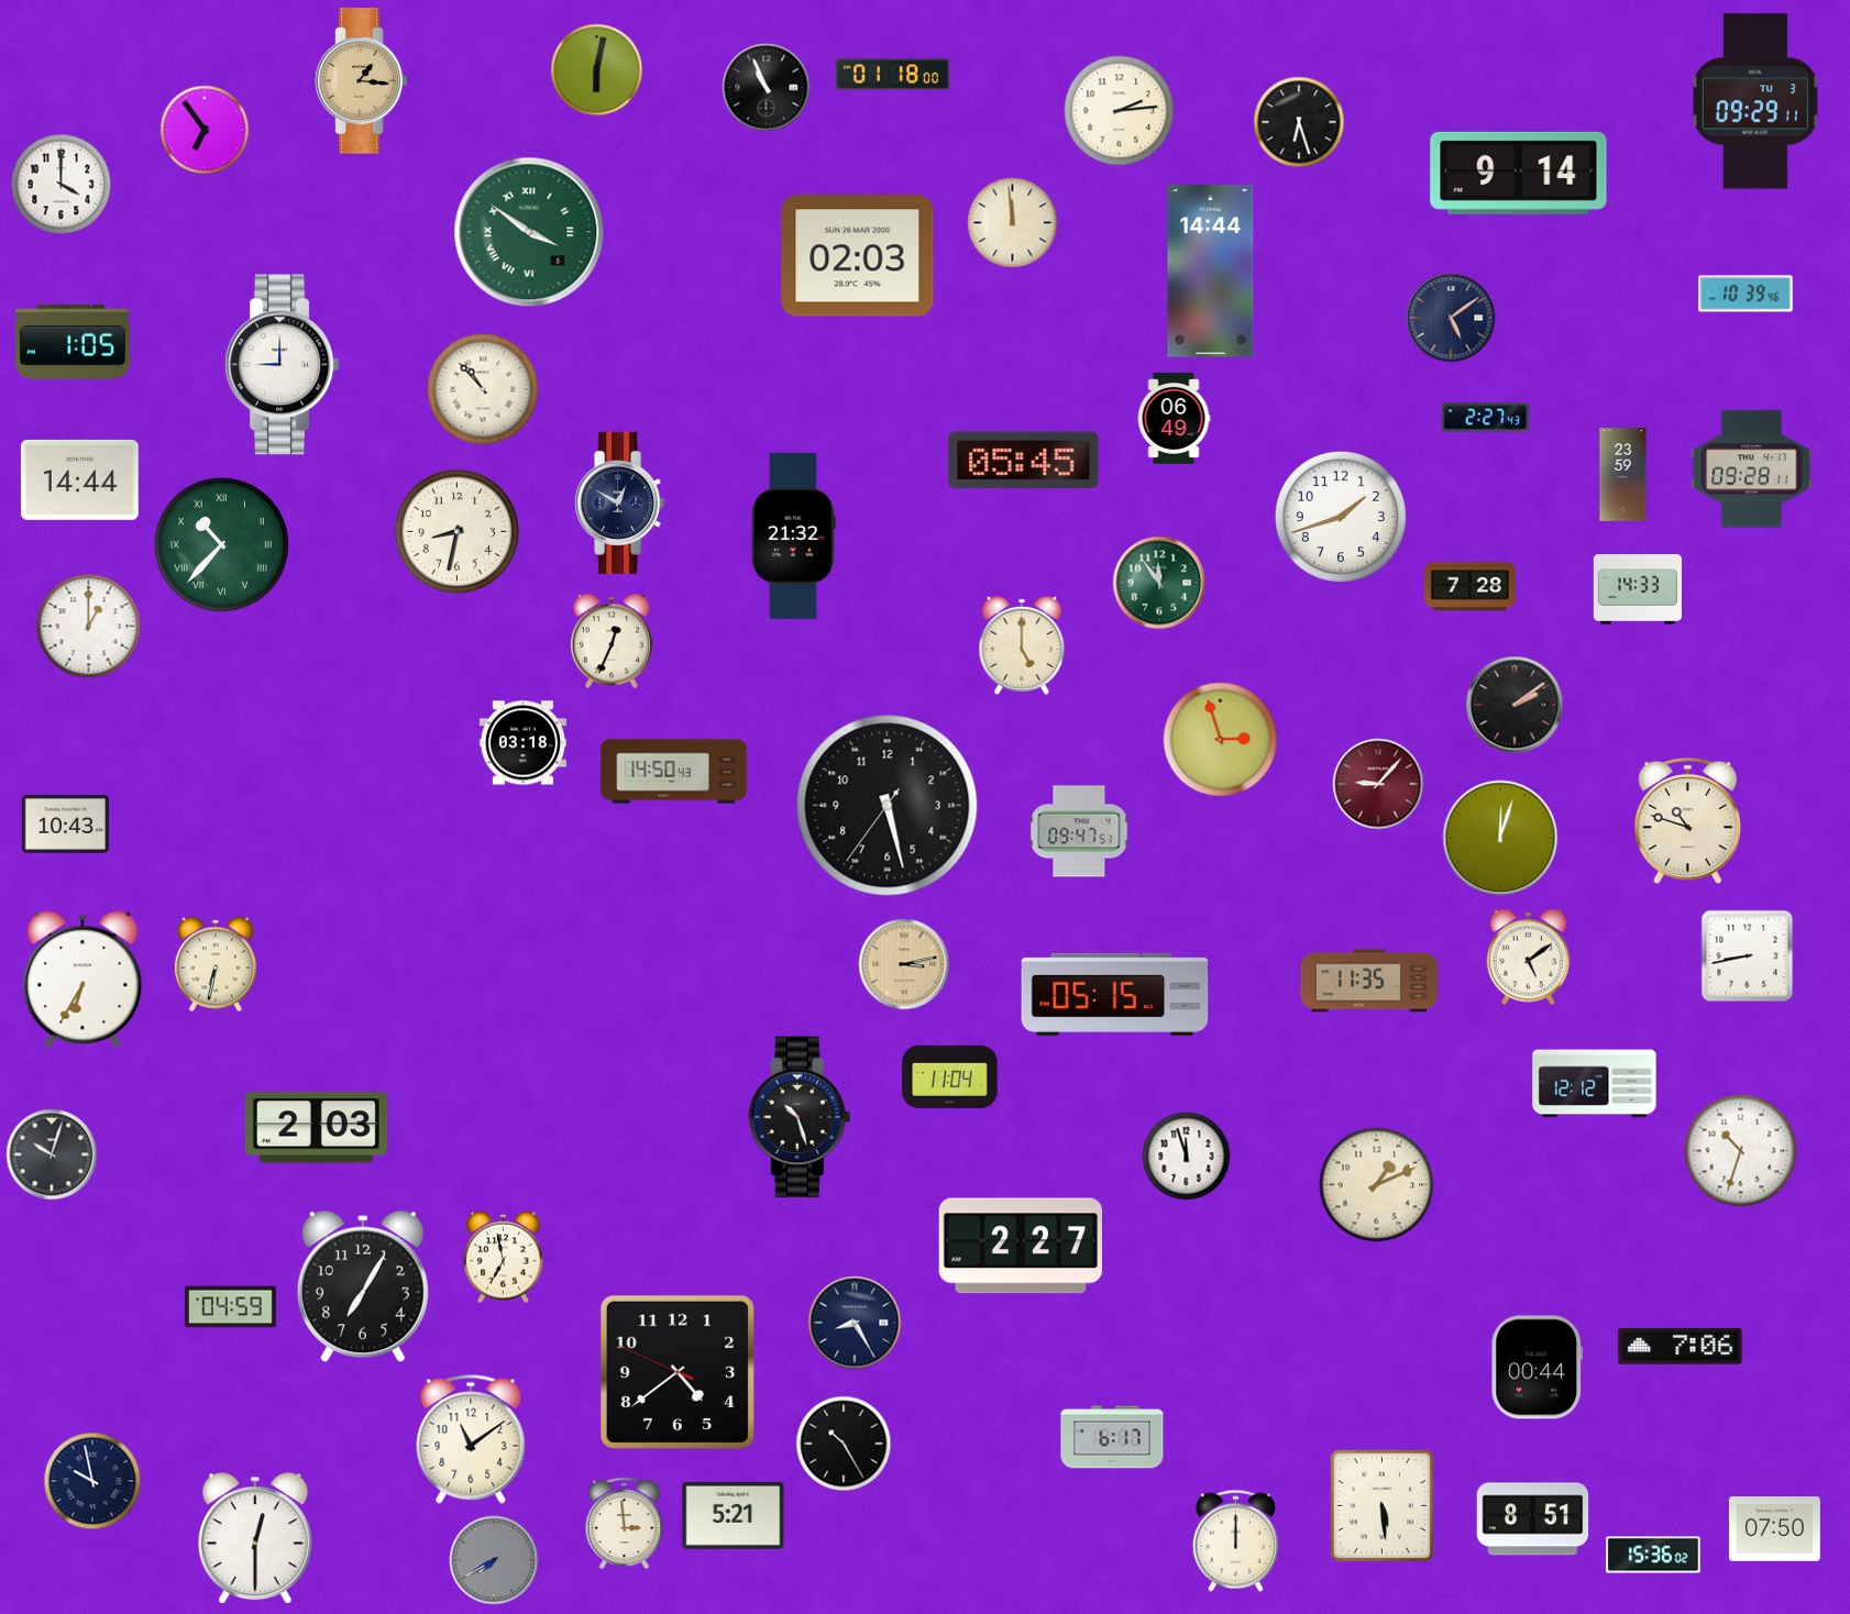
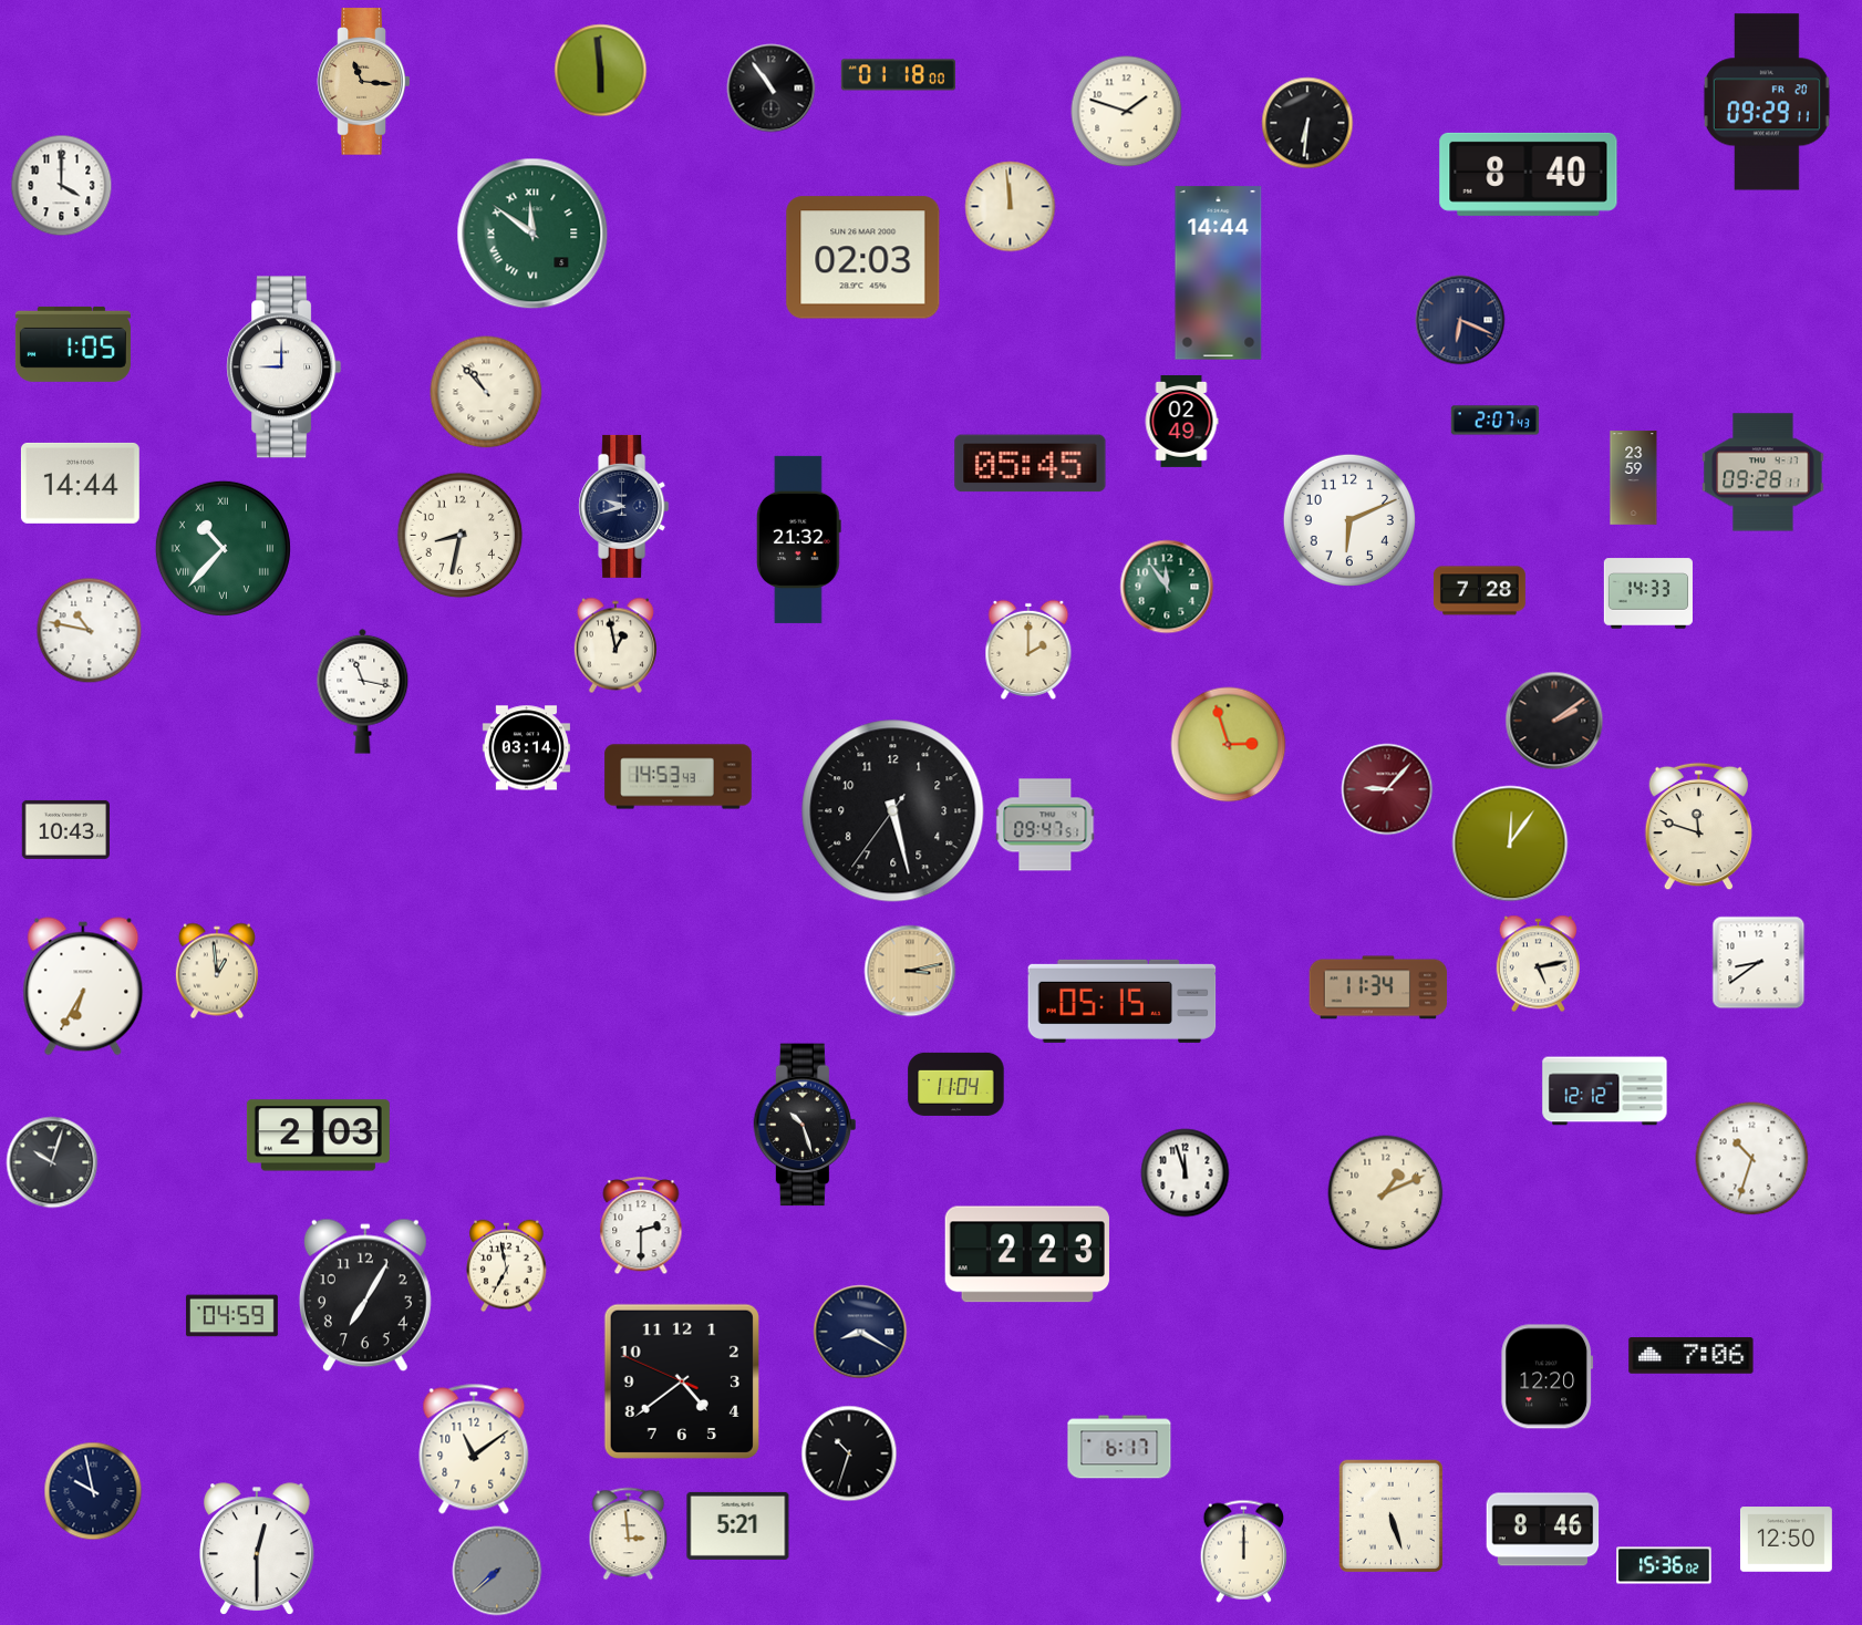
clock at (597, 70): 6:02 -> 5:59
clock at (362, 81): 1:16 -> 11:16
clock at (767, 88): 10:56 -> 10:54
clock at (1755, 101) date: TU 3 -> FR 20
clock at (1120, 111): 2:14 -> 1:48
clock at (1299, 122): 6:27 -> 6:31
clock at (205, 130): 6:54 -> none
clock at (1519, 173): 9:14 -> 8:40
clock at (1013, 223) position: (1013, 223) -> (1011, 207)
clock at (529, 232): 3:51 -> 11:51
clock at (1746, 294): 10:39 -> none
clock at (1451, 318): 5:09 -> 6:19
clock at (1174, 418): 06:49 -> 02:49
clock at (1486, 418): 2:27 -> 2:07
clock at (620, 502): 12:50 -> 9:42
clock at (1341, 517): 1:42 -> 6:11
clock at (89, 627): 1:00 -> 10:47
clock at (612, 641): 12:34 -> 12:58
clock at (1022, 645): 5:00 -> 2:00
clock at (363, 691): none -> 11:17
clock at (1515, 705) position: (1515, 705) -> (1554, 721)
clock at (524, 743): 03:18 -> 03:14
clock at (674, 772): 14:50 -> 14:53
clock at (1688, 821): 10:48 -> 11:48
clock at (1079, 831) position: (1079, 831) -> (1045, 825)
clock at (1500, 838): 12:03 -> 12:06
clock at (1748, 957): 8:43 -> 8:39
clock at (1529, 958): 5:09 -> 5:13
clock at (216, 964): 6:32 -> 12:59
clock at (1369, 981): 11:35 -> 11:34
clock at (1187, 1157) position: (1187, 1157) -> (1186, 1173)
clock at (641, 1226): none -> 2:30
clock at (1021, 1246): 2:27 -> 2:23
clock at (855, 1323): 8:25 -> 8:20
clock at (1538, 1368): 00:44 -> 12:20
clock at (844, 1444): 10:25 -> 10:33
clock at (1381, 1505): 5:29 -> 5:27
clock at (1533, 1519): 8:51 -> 8:46
clock at (1774, 1529): 07:50 -> 12:50
clock at (494, 1560): 7:40 -> 7:38
